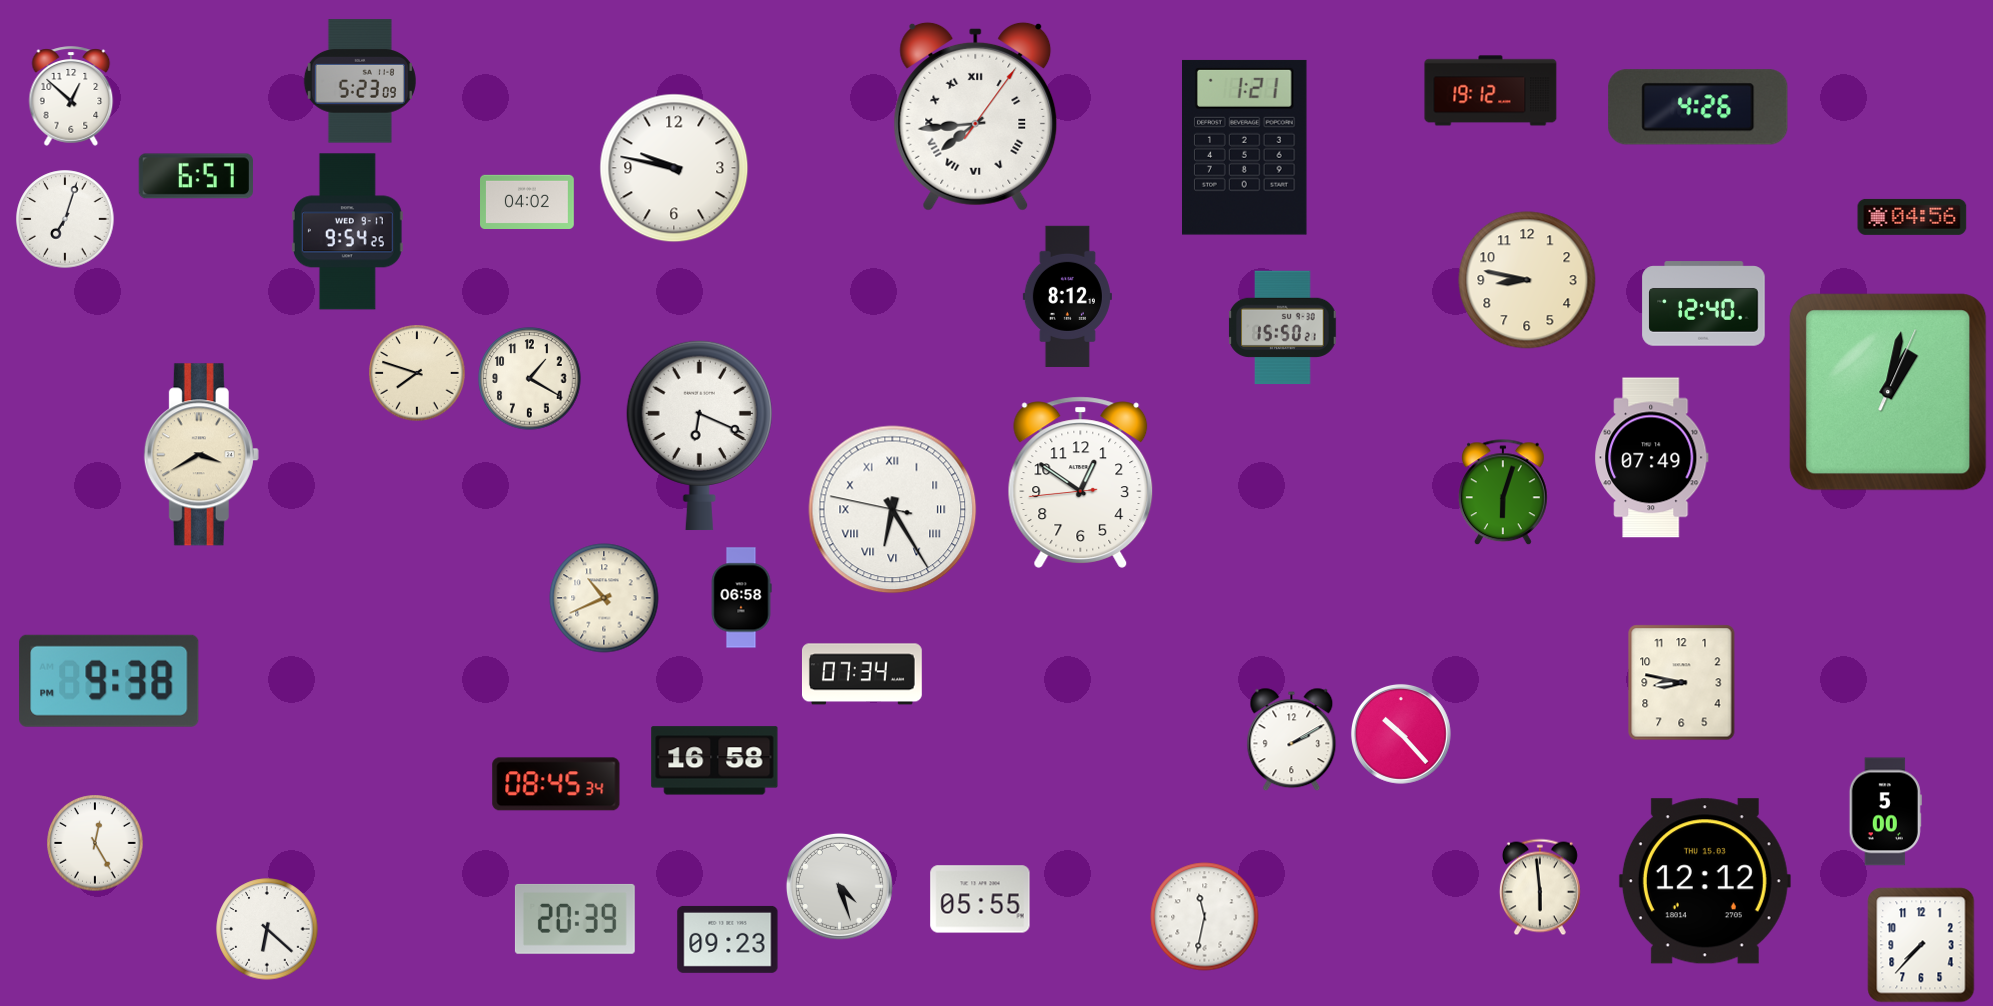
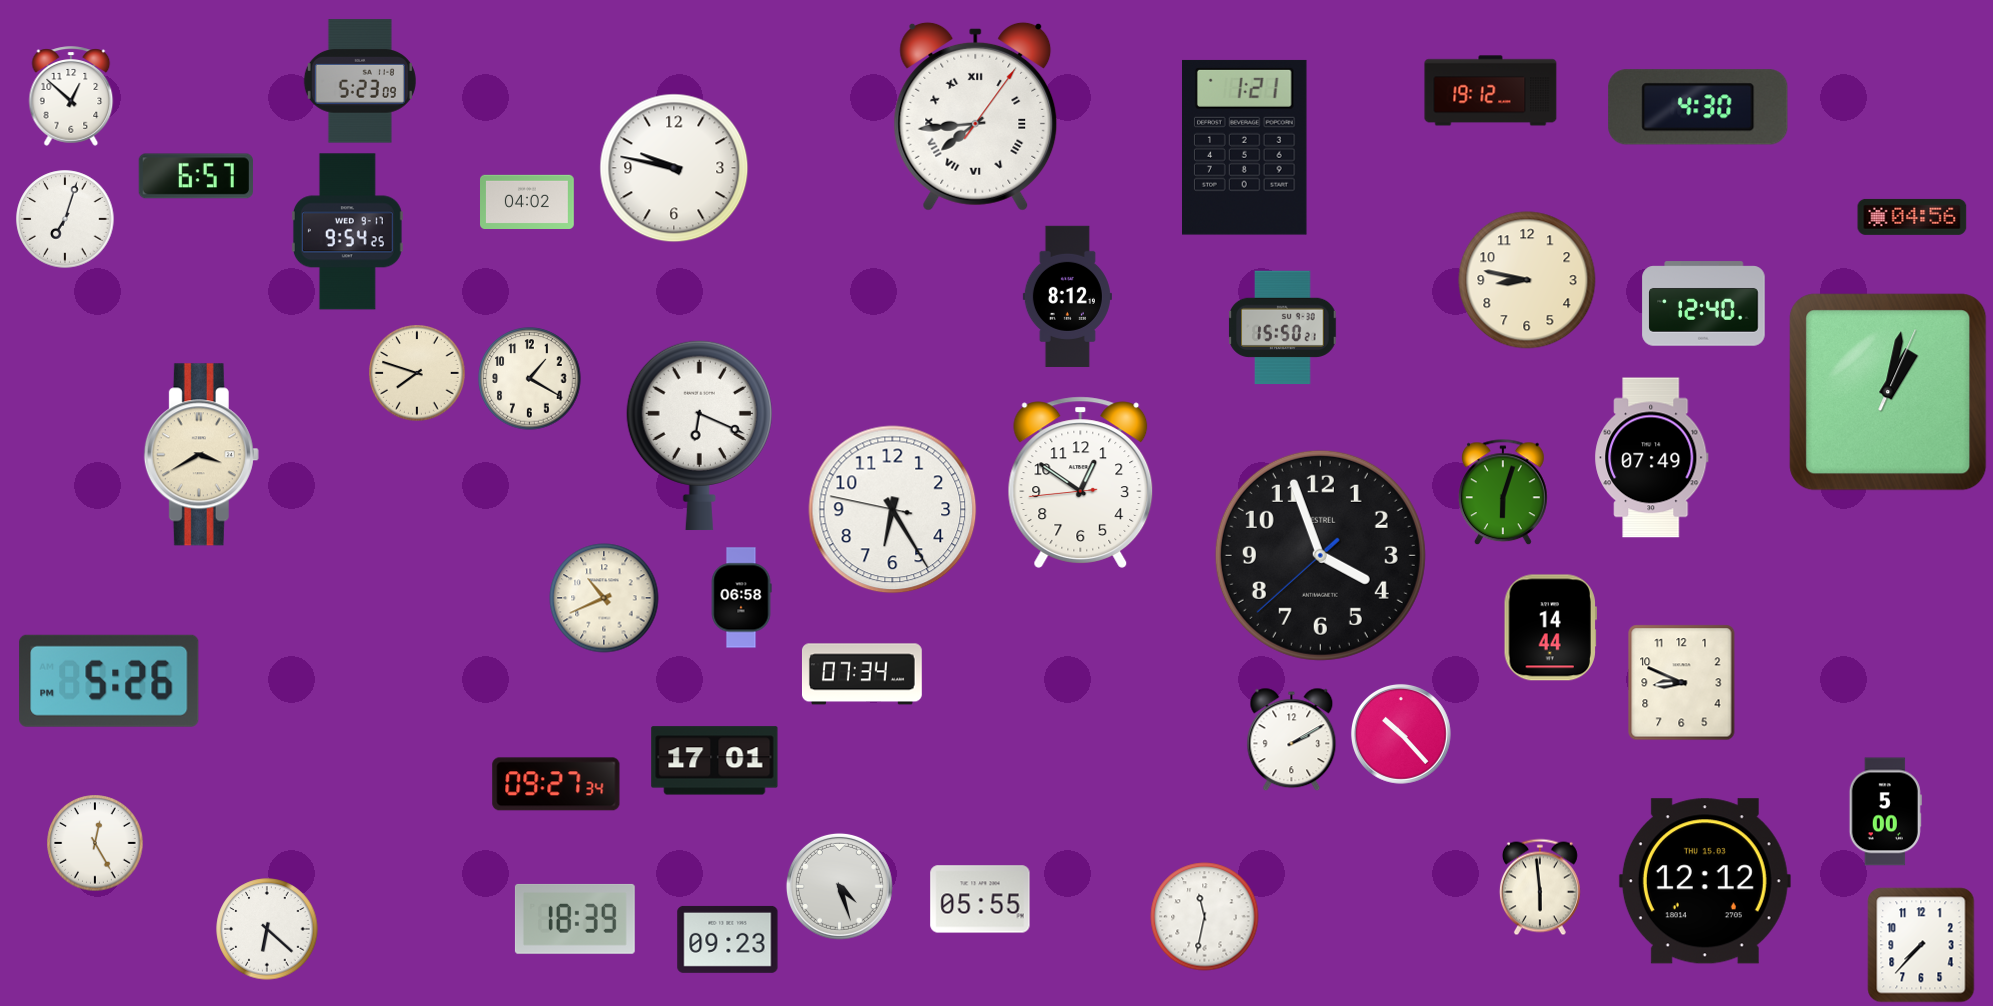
clock at (1698, 107): 4:26 -> 4:30
clock at (893, 510) numerals: Roman -> Arabic
clock at (1320, 555): none -> 3:56
clock at (1550, 628): none -> 14:44
clock at (109, 681): 9:38 -> 5:26
clock at (1682, 683): 8:47 -> 8:49
clock at (715, 761): 16:58 -> 17:01
clock at (556, 784): 08:45 -> 09:27
clock at (575, 919): 20:39 -> 18:39
